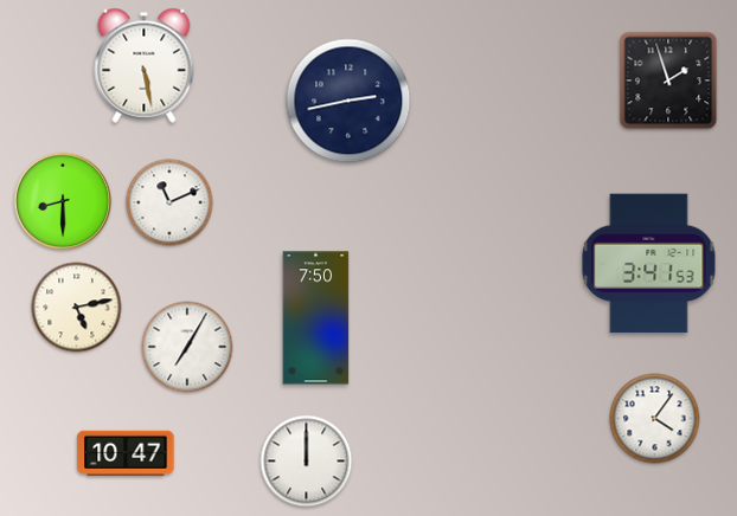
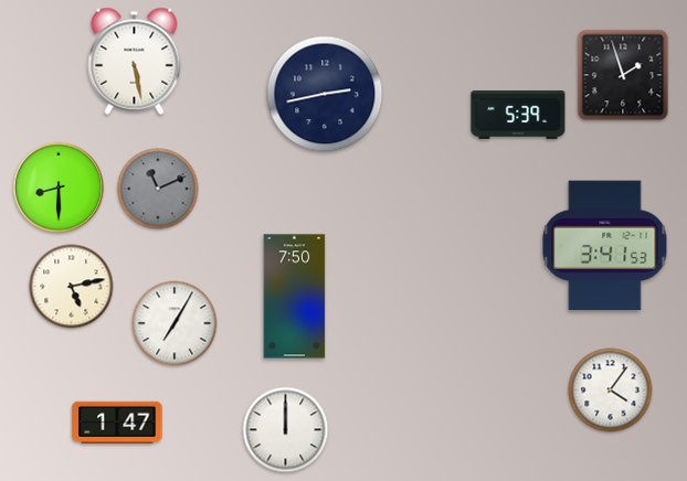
clock at (518, 115): none -> 5:39
clock at (169, 202) dial: white -> grey
clock at (126, 452): 10:47 -> 1:47
